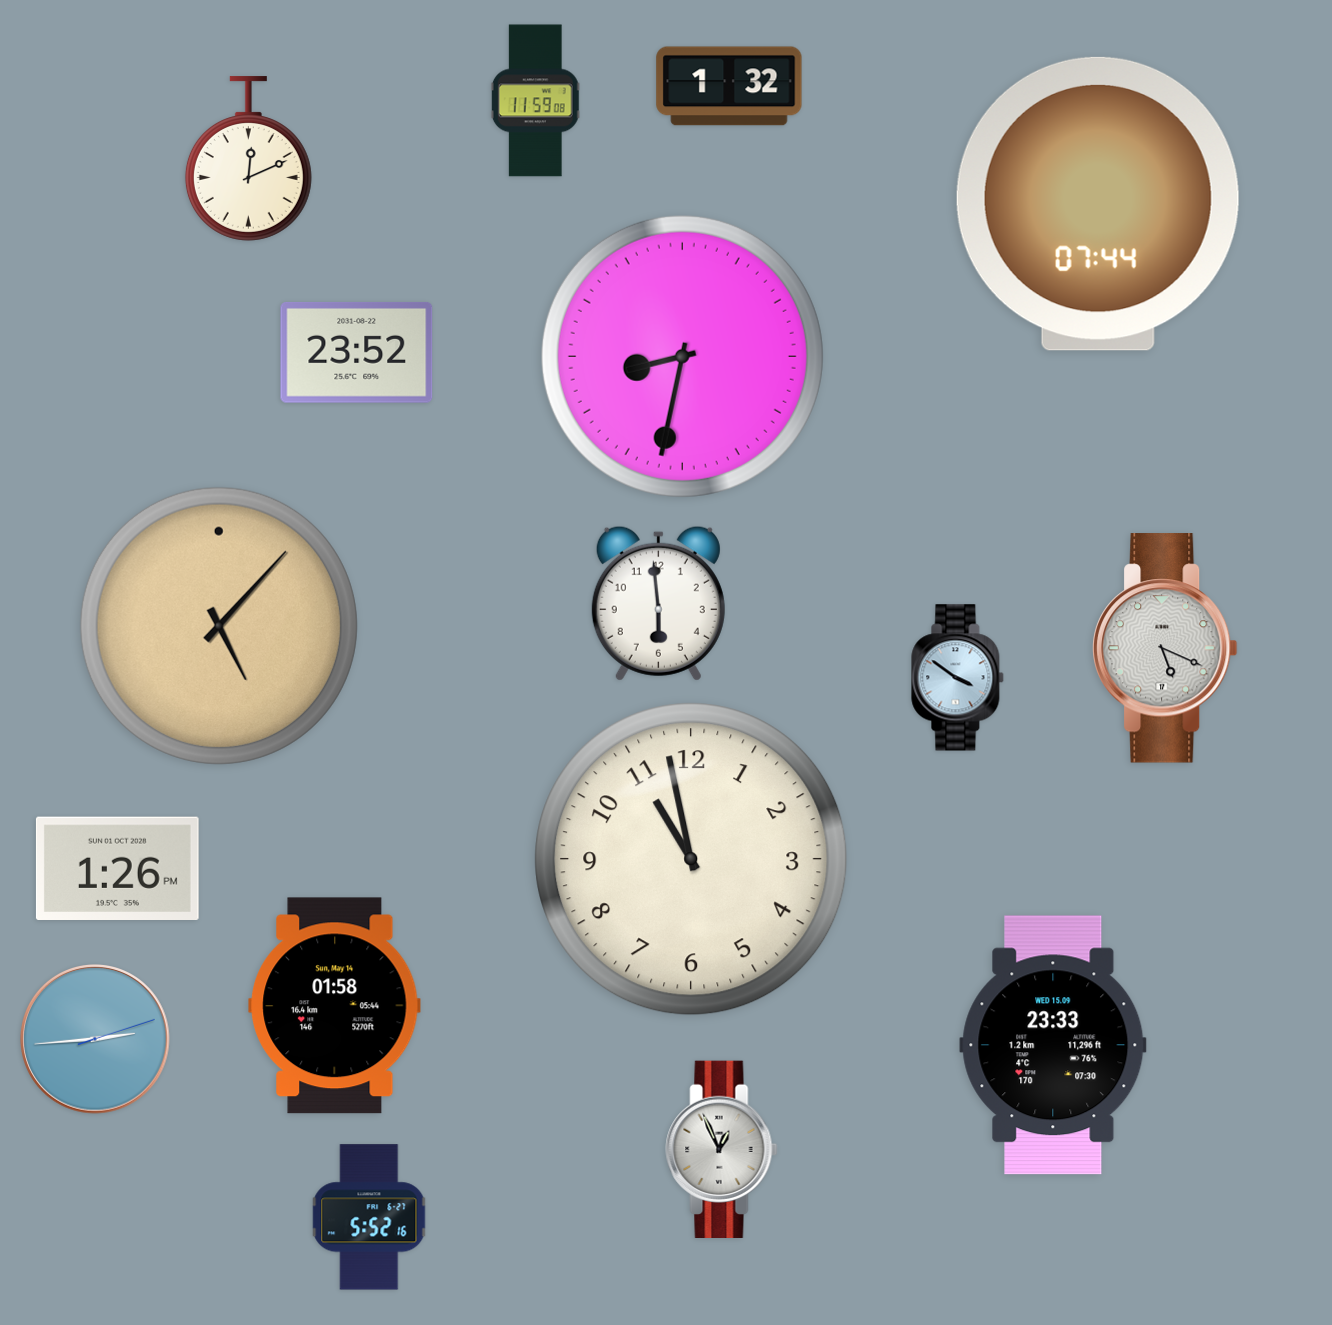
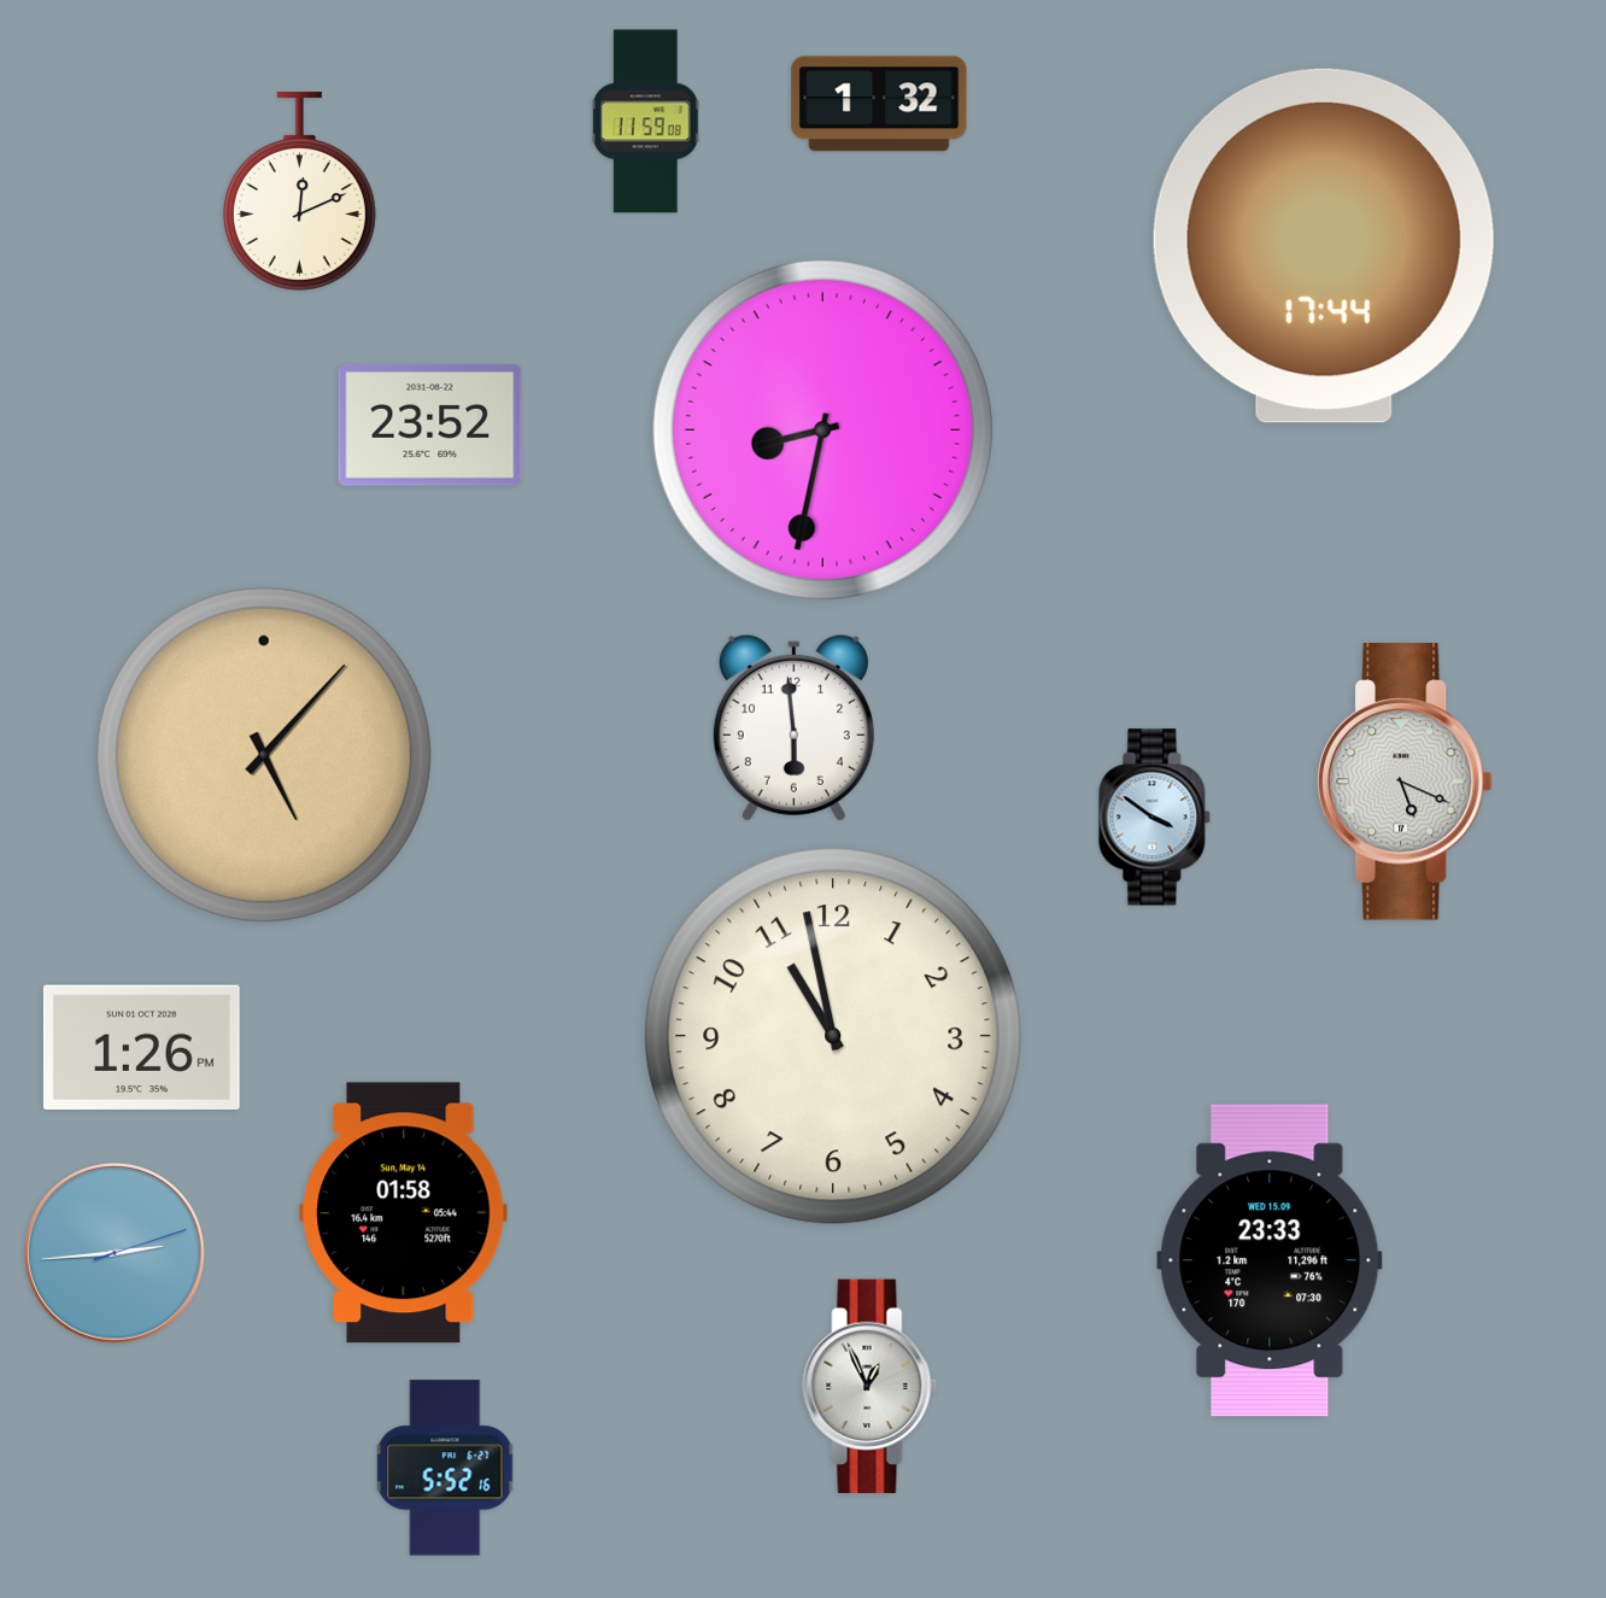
clock at (1098, 204): 07:44 -> 17:44
